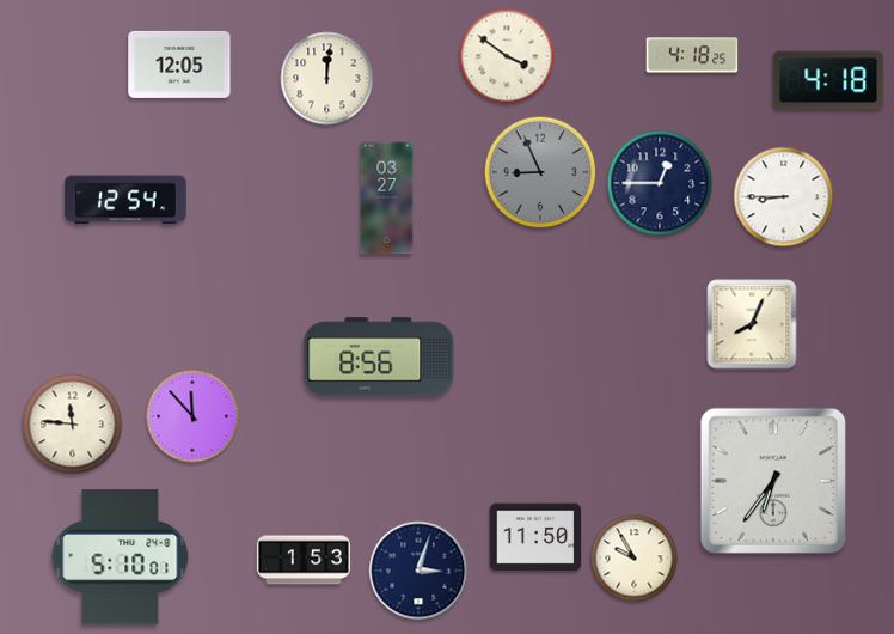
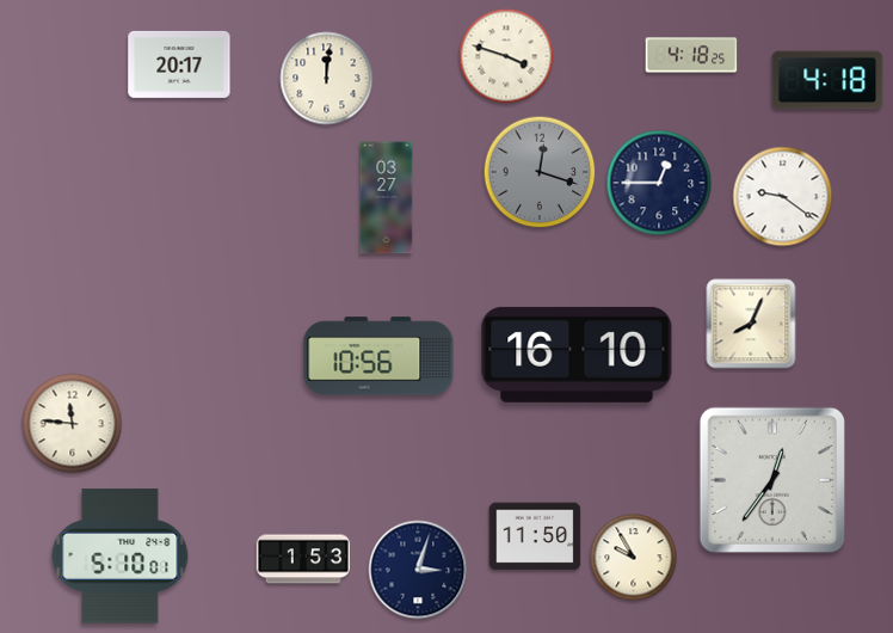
clock at (507, 56): 3:51 -> 3:48
clock at (179, 65): 12:05 -> 20:17
clock at (540, 172): 8:56 -> 12:18
clock at (784, 197): 8:45 -> 9:21
clock at (125, 200): 12:54 -> none
clock at (577, 355): none -> 16:10
clock at (379, 356): 8:56 -> 10:56
clock at (192, 416): 11:53 -> none
clock at (773, 481): 6:36 -> 12:36
